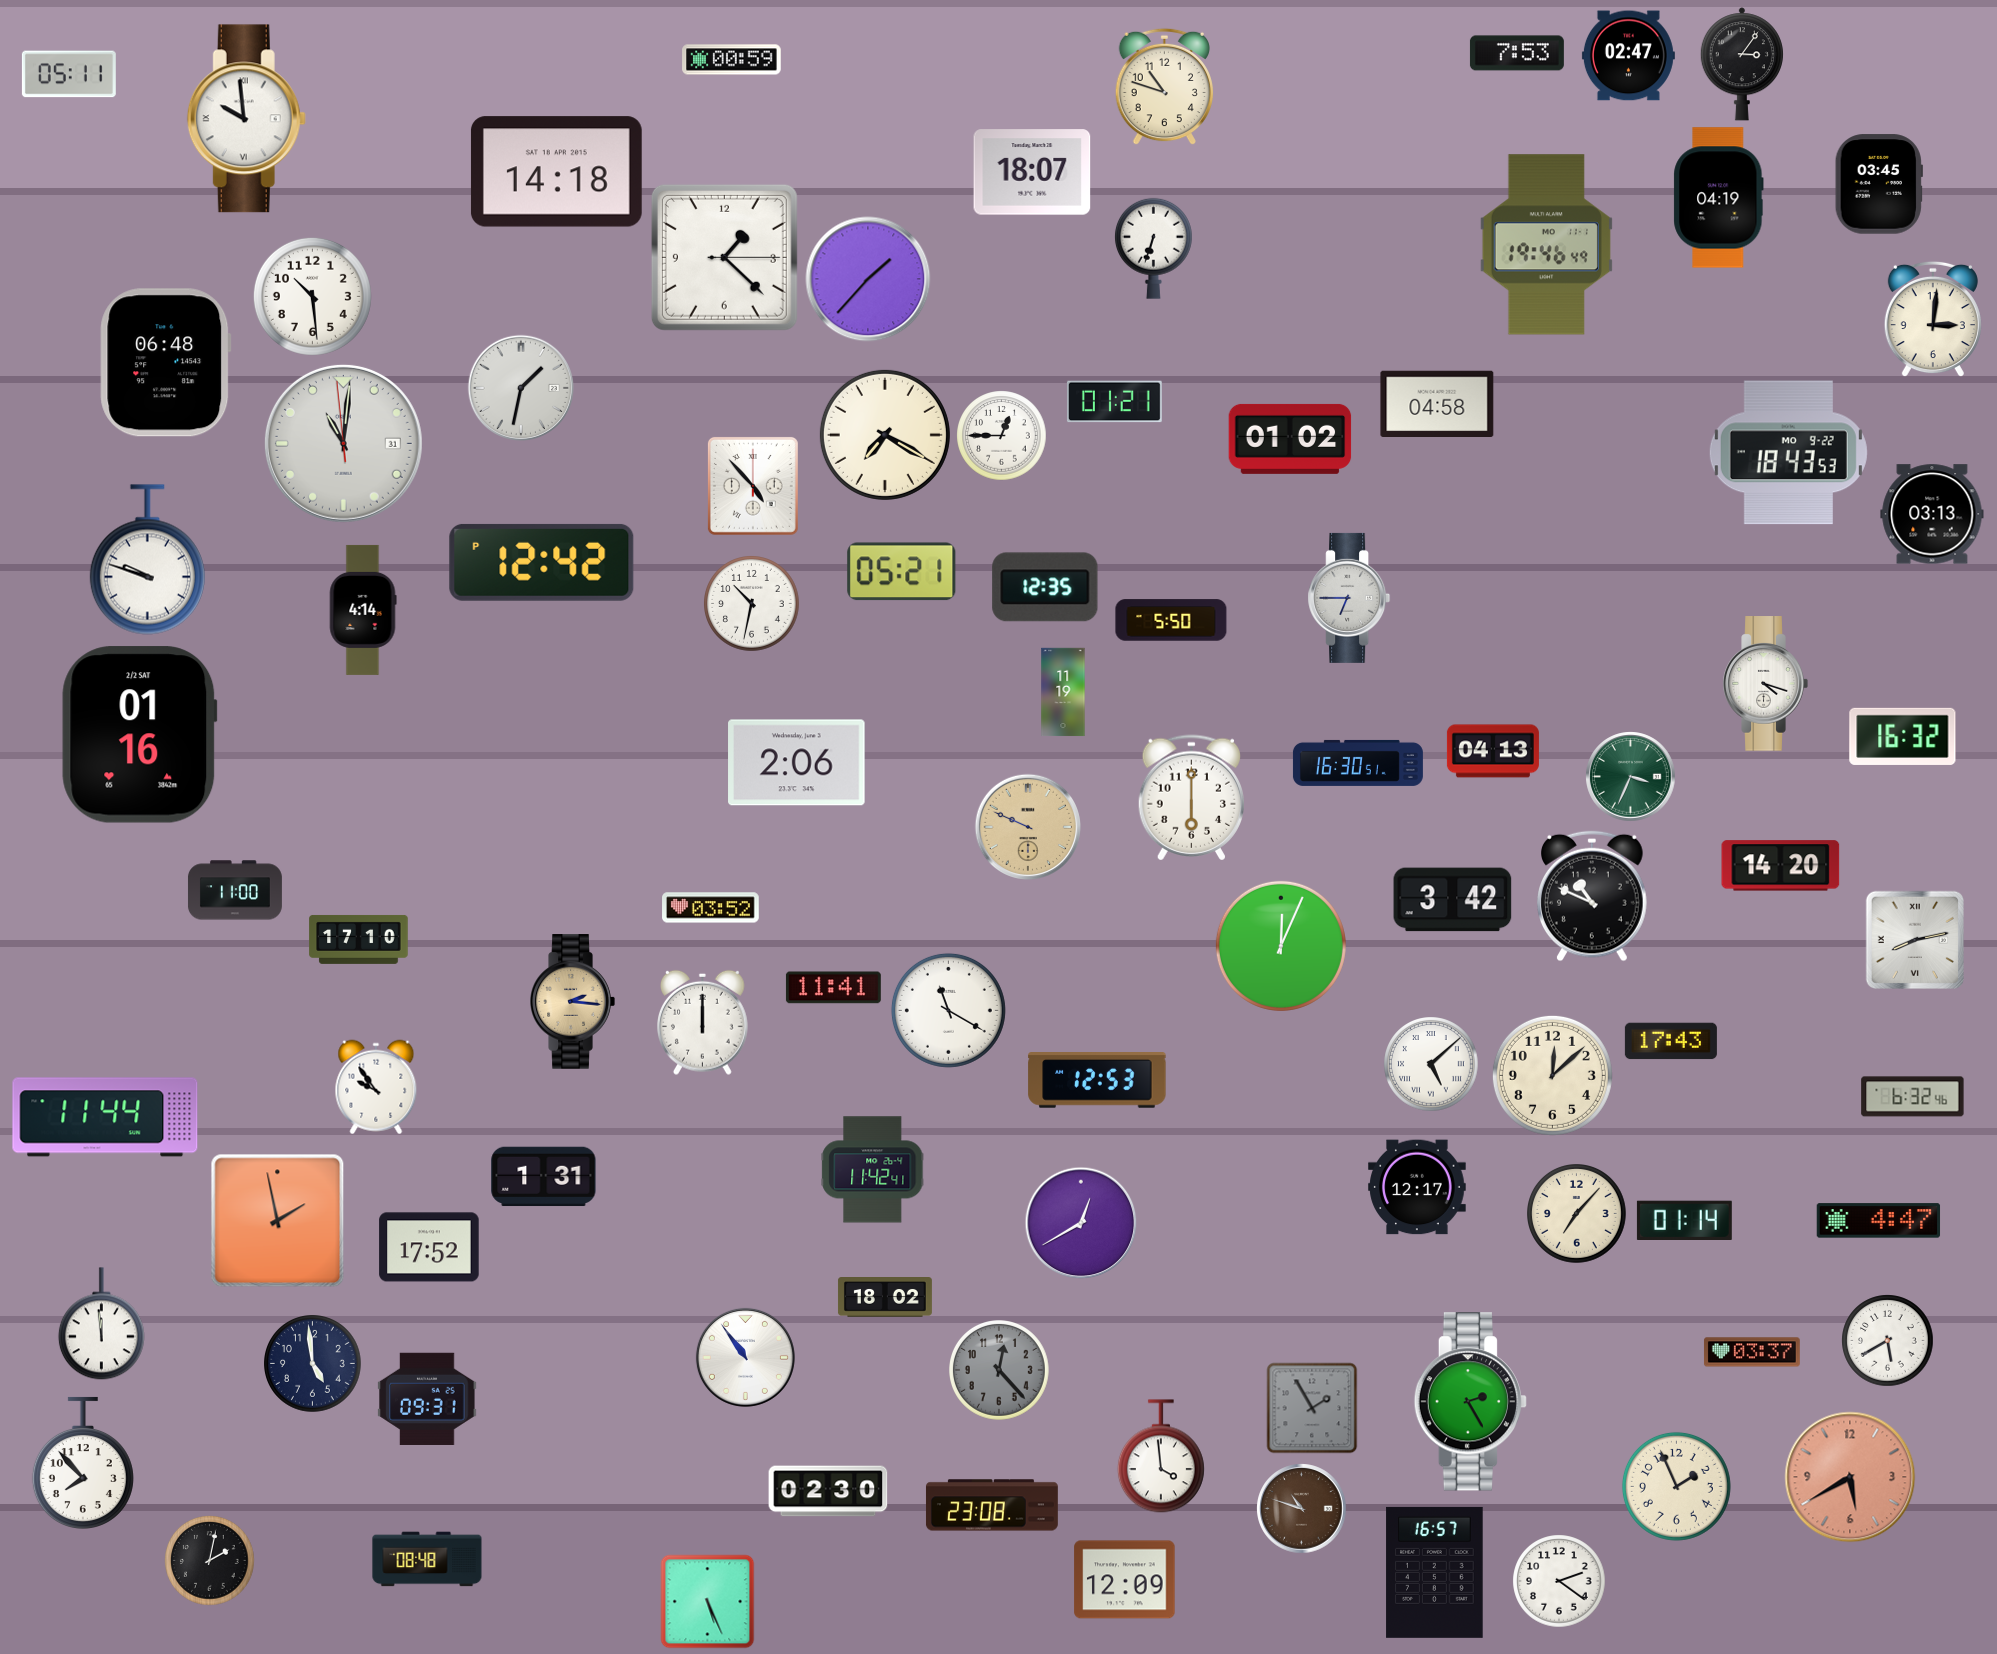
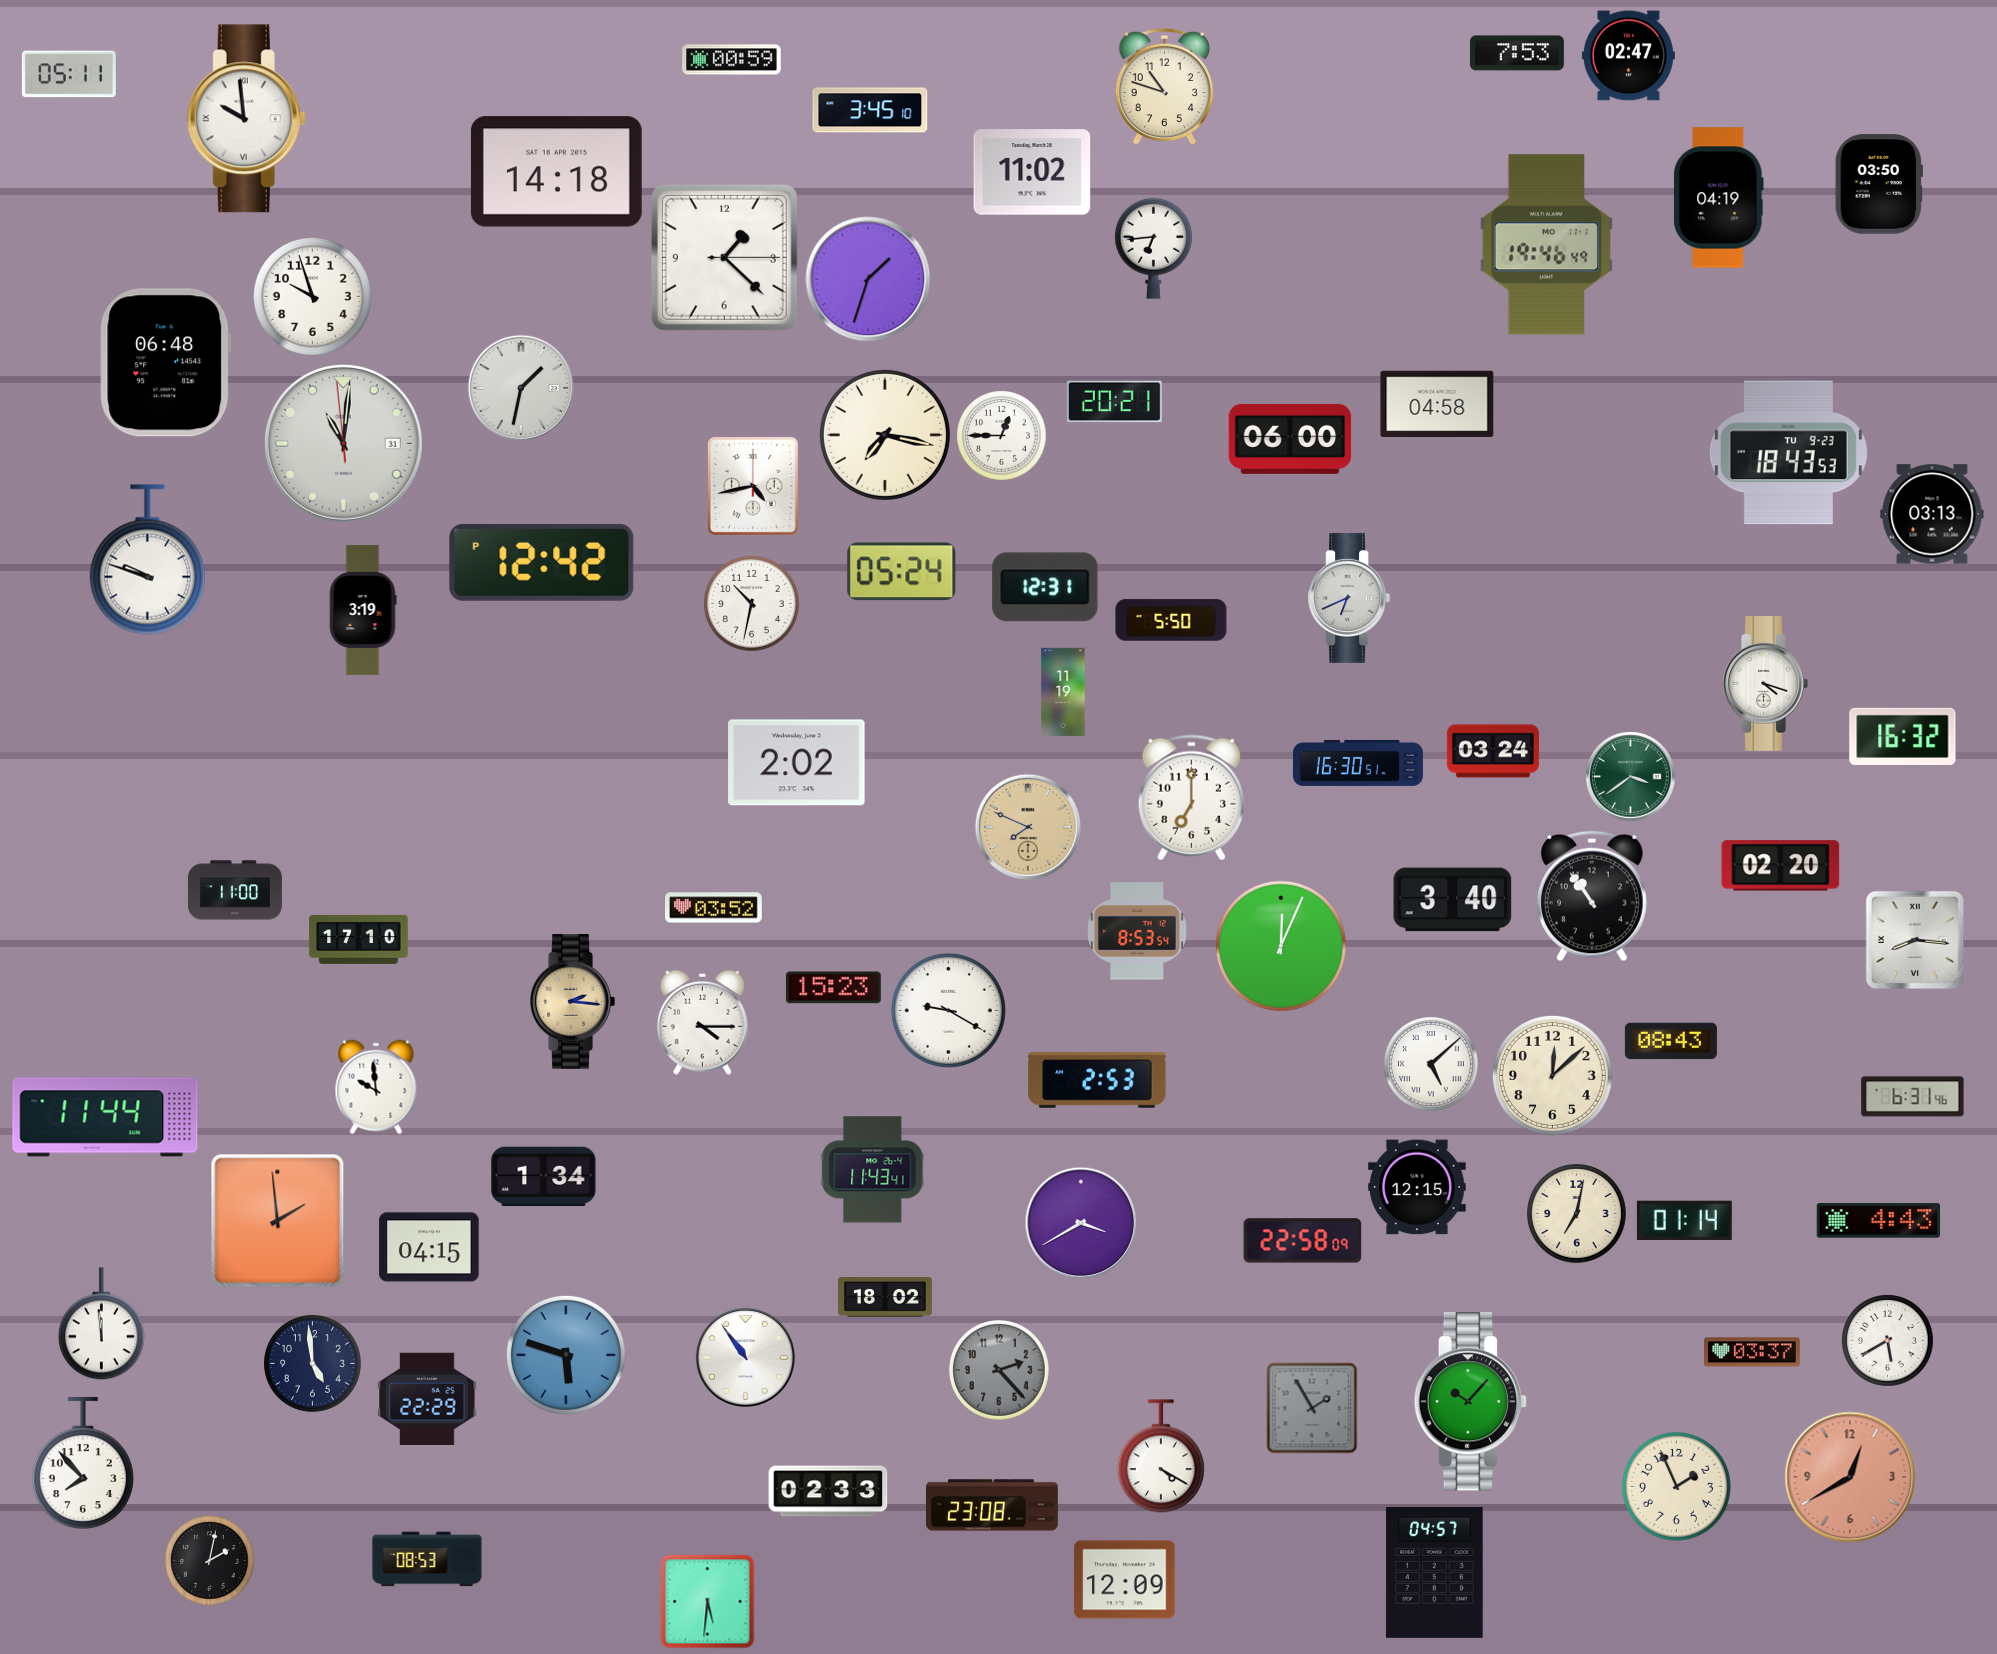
clock at (1742, 64): 3:06 -> none
clock at (870, 110): none -> 3:45
clock at (1032, 172): 18:07 -> 11:02
clock at (1879, 184): 03:45 -> 03:50
clock at (1153, 248): 6:33 -> 6:44
clock at (868, 279): 1:37 -> 1:33
clock at (312, 296): 10:29 -> 9:57
clock at (1933, 319): 3:01 -> none
clock at (1114, 402): 01:21 -> 20:21
clock at (885, 435): 7:20 -> 7:17
clock at (1290, 439): 01:02 -> 06:00
clock at (1788, 453) date: MO 9-22 -> TU 9-23
clock at (753, 486): 4:53 -> 4:43
clock at (902, 572): 05:21 -> 05:24
clock at (1045, 587): 12:35 -> 12:31
clock at (1349, 598): 6:45 -> 6:41
clock at (363, 610): 4:14 -> 3:19
clock at (140, 735): 01:16 -> none
clock at (1493, 751): 04:13 -> 03:24
clock at (797, 763): 2:06 -> 2:02
clock at (1631, 777): 3:34 -> 3:39
clock at (1191, 798): 6:00 -> 7:00
clock at (1027, 826): 9:49 -> 7:49
clock at (1781, 866): 14:20 -> 02:20
clock at (1593, 896): 10:49 -> 10:54
clock at (1453, 900): 3:42 -> 3:40
clock at (711, 908) position: (711, 908) -> (714, 908)
clock at (1137, 931): none -> 8:53
clock at (1914, 939): 8:13 -> 8:16
clock at (833, 988): 11:41 -> 15:23
clock at (948, 1010): 11:20 -> 9:20
clock at (703, 1022): 12:00 -> 4:15
clock at (1671, 1041): 17:43 -> 08:43
clock at (1097, 1080): 12:53 -> 2:53
clock at (376, 1087): 9:54 -> 9:59
clock at (1913, 1097): 6:32 -> 6:31
clock at (873, 1170): 11:42 -> 11:43
clock at (544, 1177): 1:31 -> 1:34
clock at (1417, 1187): 12:17 -> 12:15
clock at (1577, 1214): 7:07 -> 7:02
clock at (278, 1221): 1:58 -> 1:59
clock at (1879, 1221): 4:47 -> 4:43
clock at (1081, 1223): 12:40 -> 3:40
clock at (1303, 1241): none -> 22:58
clock at (429, 1247): 17:52 -> 04:15
clock at (566, 1355): none -> 5:48
clock at (1000, 1371): 12:23 -> 2:23
clock at (427, 1399): 09:31 -> 22:29
clock at (1470, 1402): 2:25 -> 10:07
clock at (1161, 1456): 3:59 -> 4:20
clock at (1850, 1477): 5:40 -> 12:40
clock at (828, 1491): 02:30 -> 02:33
clock at (1302, 1509): 10:48 -> none
clock at (427, 1559): 08:48 -> 08:53
clock at (1435, 1572): 16:57 -> 04:57
clock at (1559, 1581): 2:21 -> none
clock at (708, 1602): 5:26 -> 5:31
